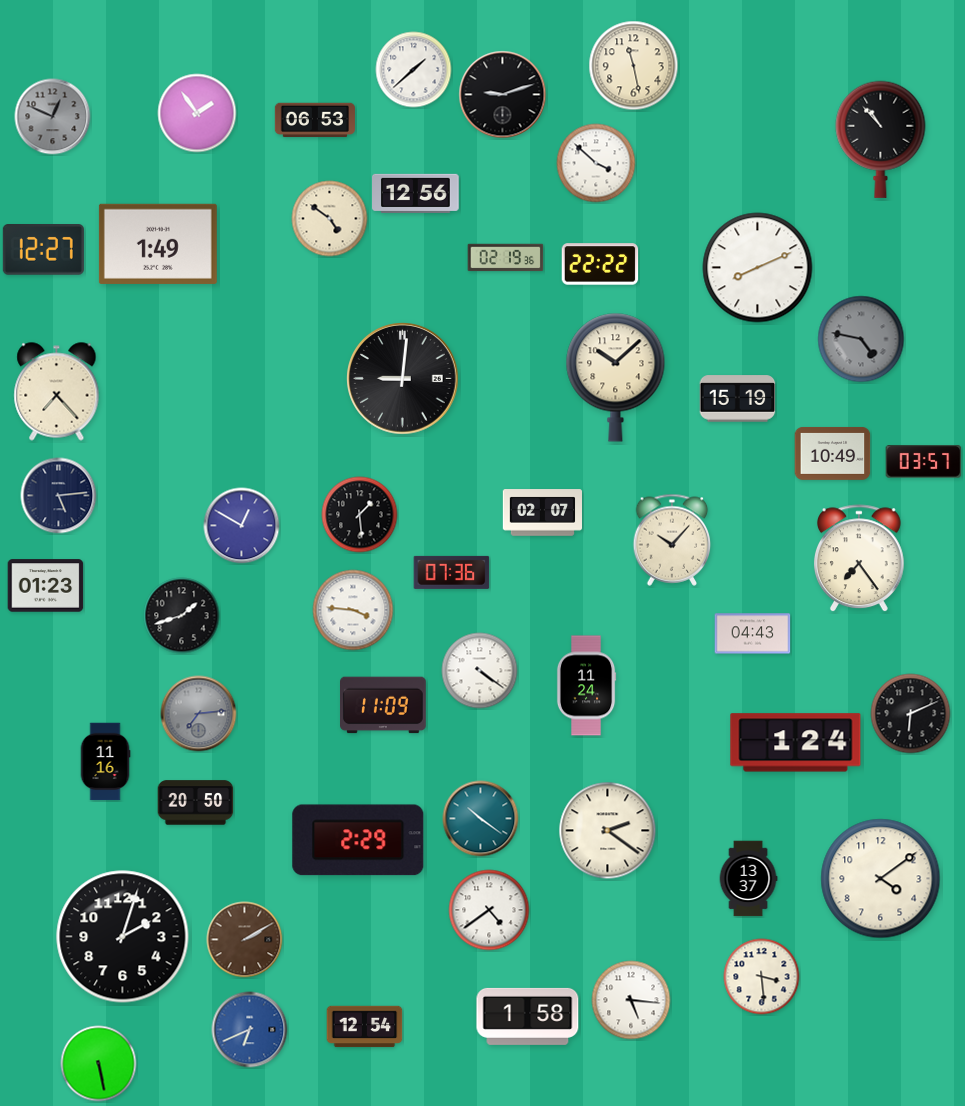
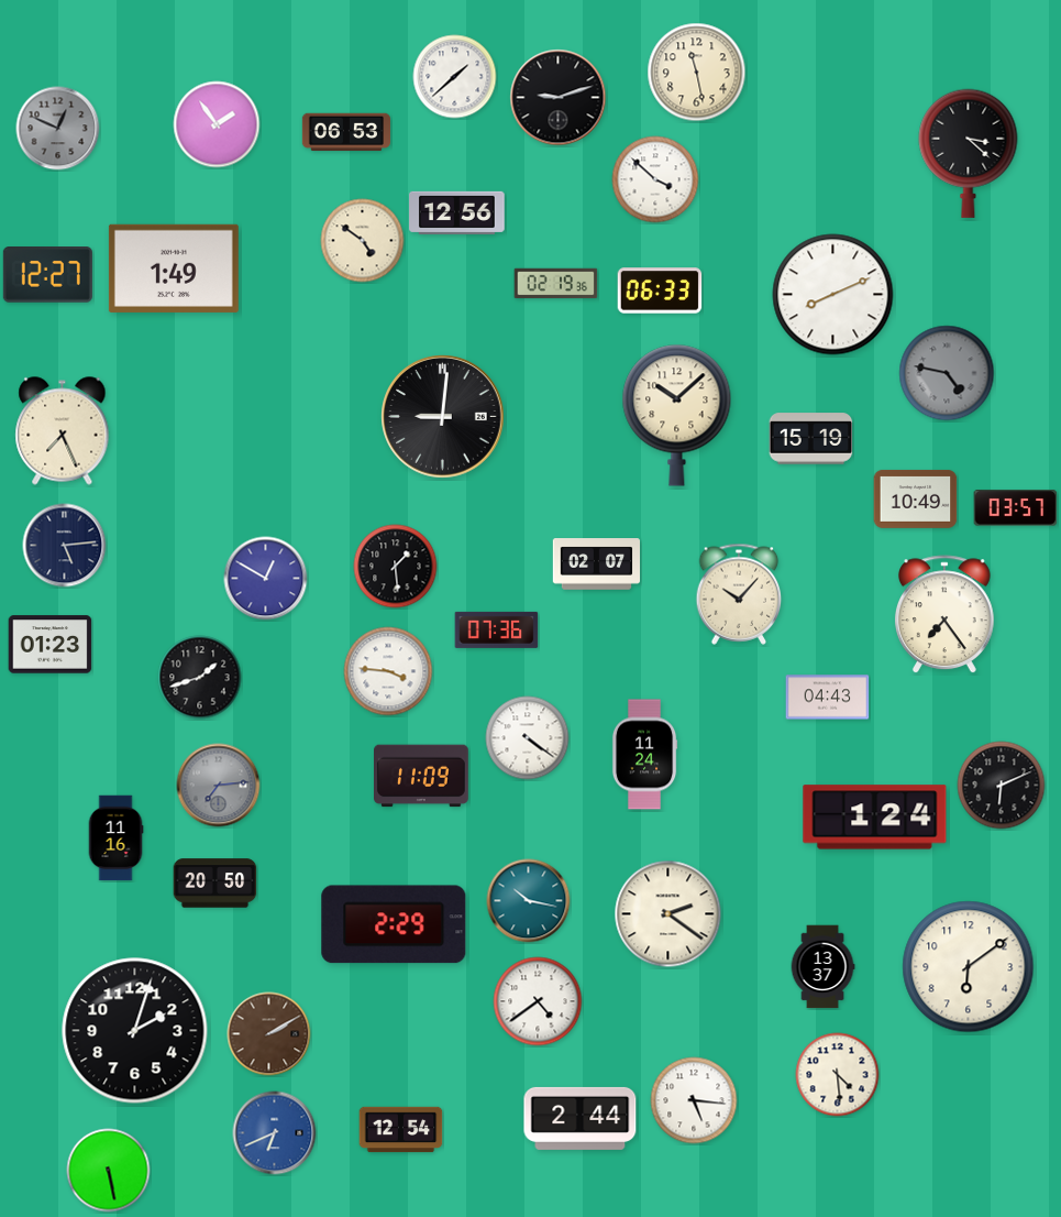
clock at (503, 95) position: (503, 95) -> (559, 98)
clock at (881, 139): 10:53 -> 3:22
clock at (600, 264): 22:22 -> 06:33
clock at (57, 392): 7:23 -> 7:26
clock at (481, 819): 10:21 -> 10:17
clock at (881, 879): 4:09 -> 6:09
clock at (762, 977): 3:29 -> 4:29
clock at (528, 1016): 1:58 -> 2:44
